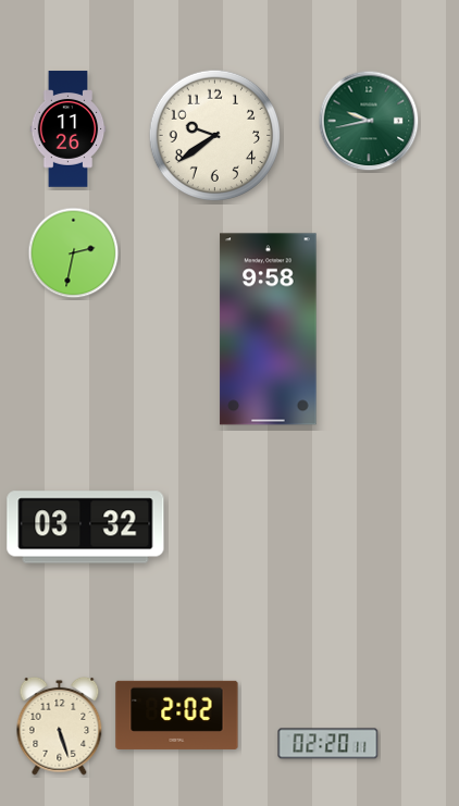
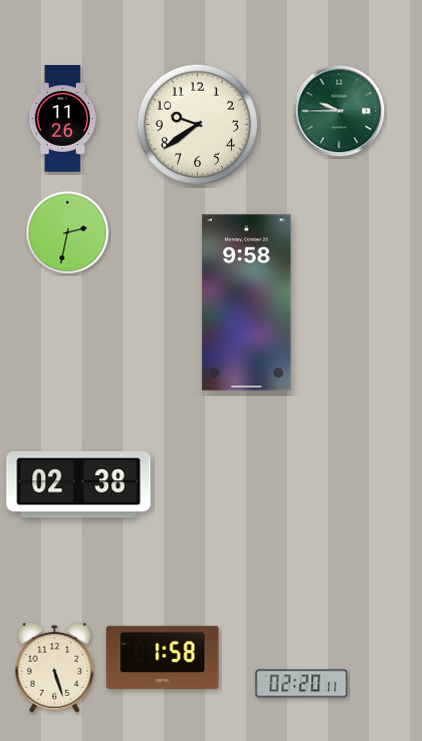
clock at (369, 121): 9:43 -> 9:45
clock at (86, 528): 03:32 -> 02:38
clock at (177, 715): 2:02 -> 1:58
